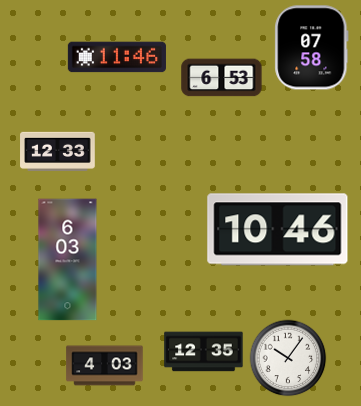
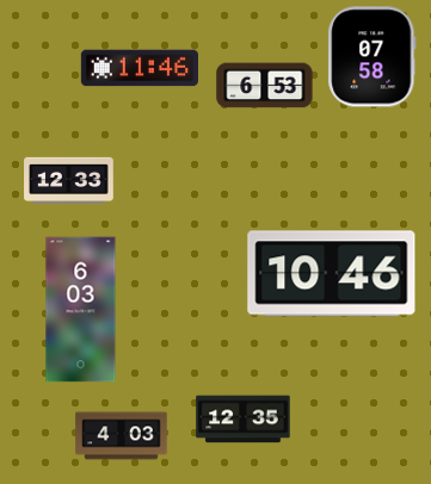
clock at (222, 78) position: (222, 78) -> (265, 86)
clock at (288, 358): 10:06 -> none
clock at (105, 366) position: (105, 366) -> (122, 436)
